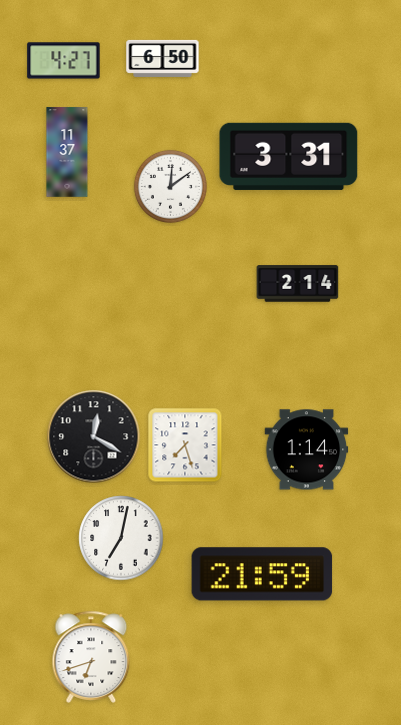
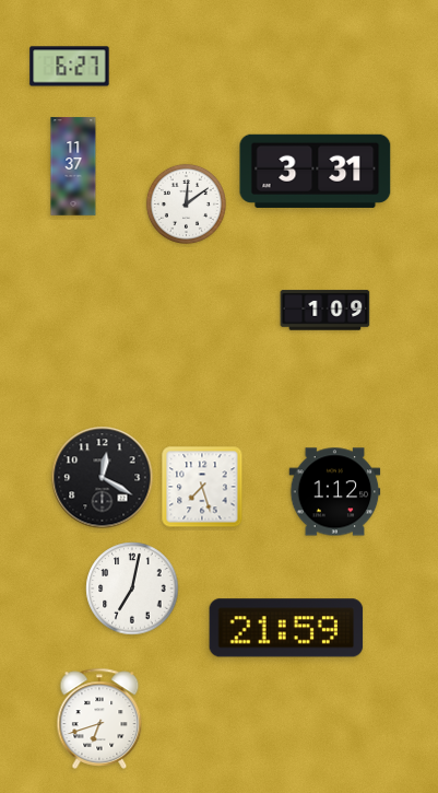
clock at (163, 58): 6:50 -> none
clock at (64, 61): 4:27 -> 6:27
clock at (298, 284): 2:14 -> 1:09
clock at (307, 450): 1:14 -> 1:12
